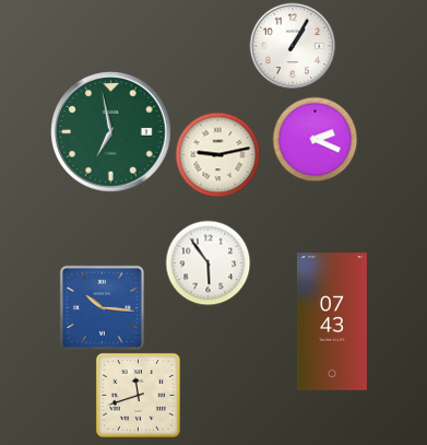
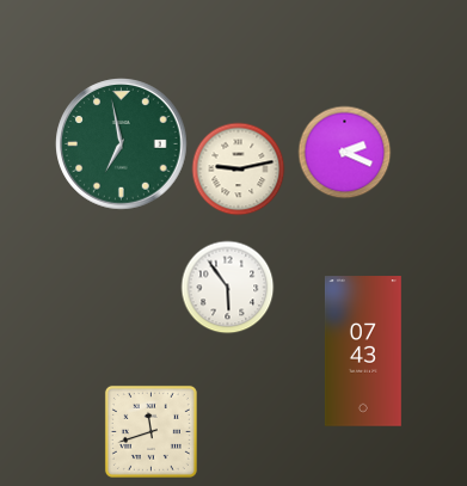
clock at (293, 46): 1:05 -> none
clock at (102, 307): 10:16 -> none
